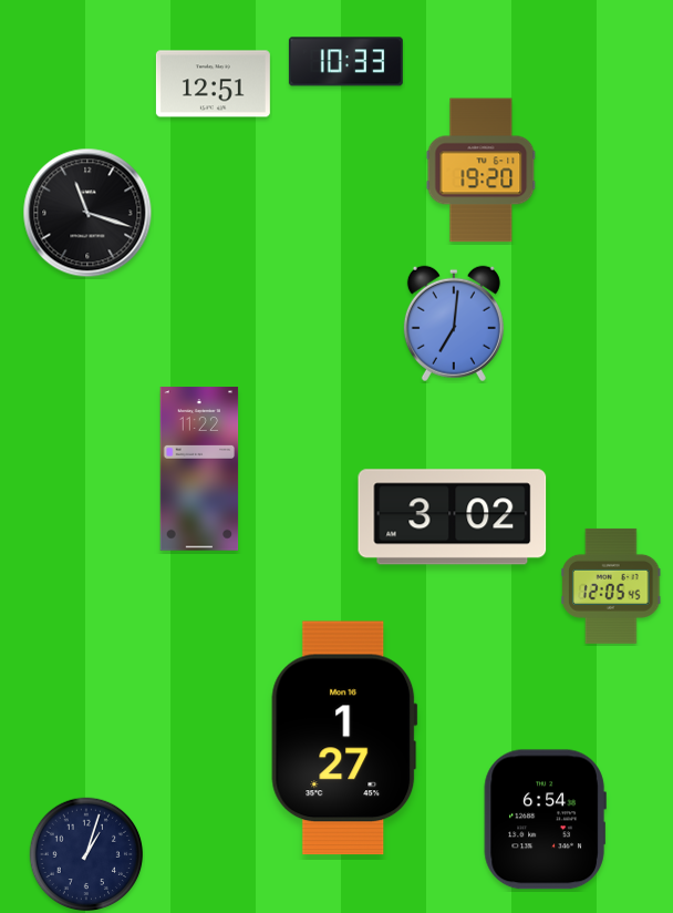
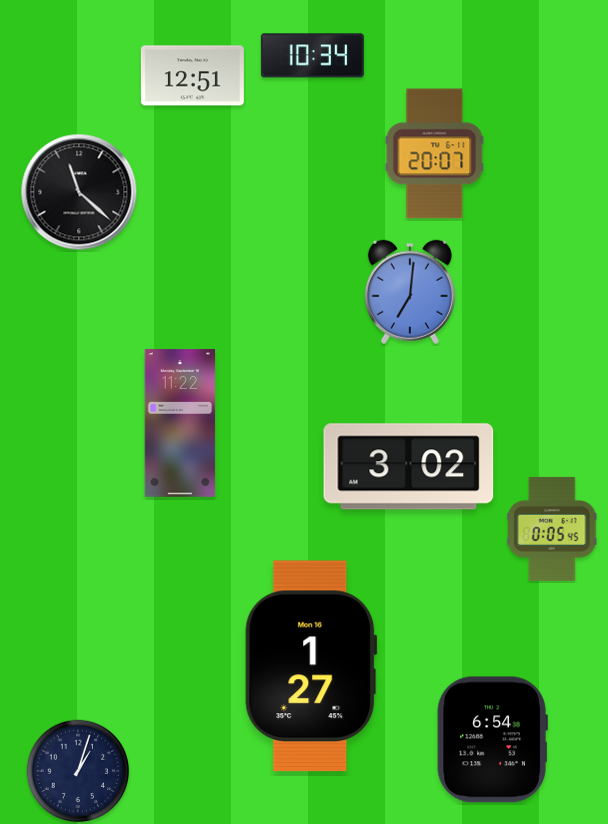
clock at (345, 62): 10:33 -> 10:34
clock at (482, 171): 19:20 -> 20:07
clock at (87, 213): 11:18 -> 11:22
clock at (612, 586): 12:05 -> 0:05
